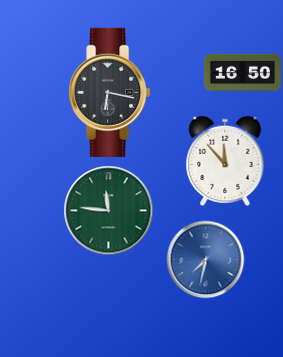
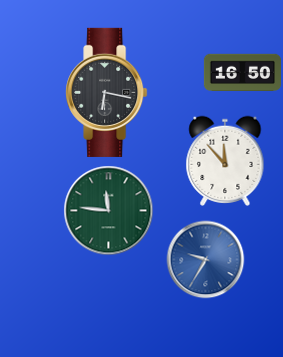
clock at (110, 92) position: (110, 92) -> (107, 92)
clock at (205, 259): 7:32 -> 9:35
